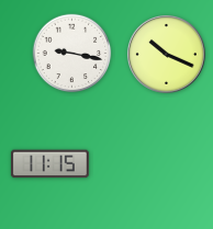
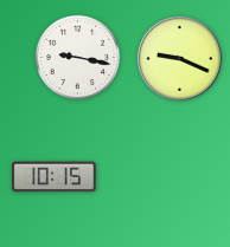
clock at (166, 54): 10:19 -> 9:19
clock at (49, 164): 11:15 -> 10:15
